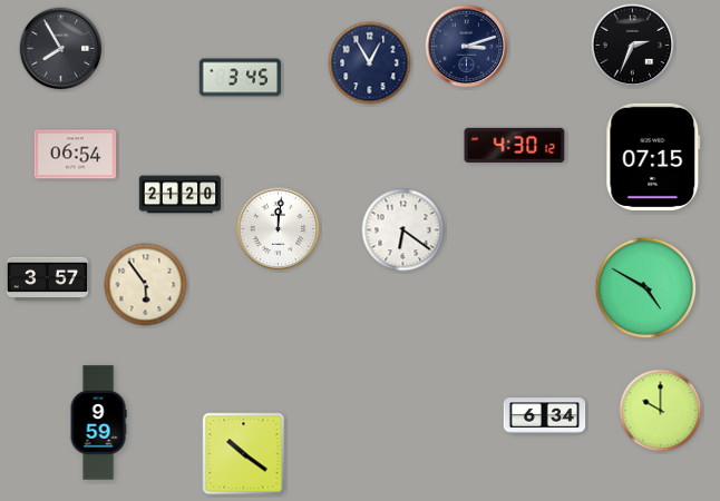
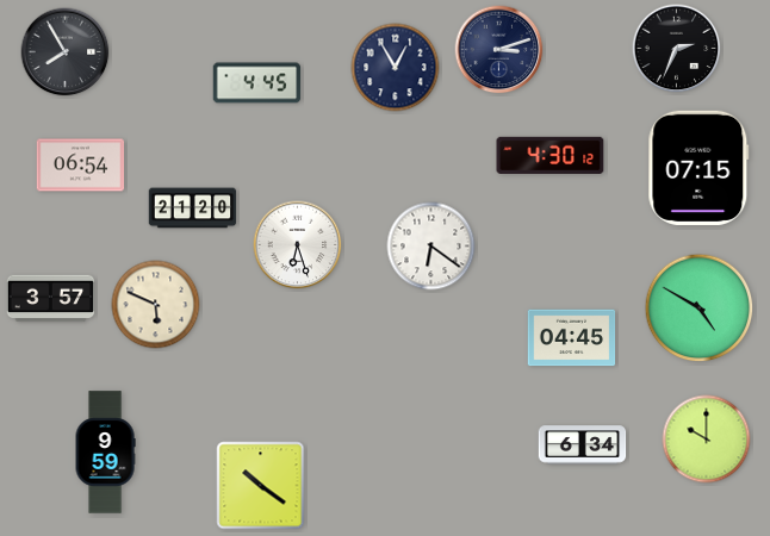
clock at (241, 78): 3:45 -> 4:45
clock at (279, 229): 12:01 -> 6:27
clock at (146, 285): 5:54 -> 5:49
clock at (646, 288) position: (646, 288) -> (700, 308)
clock at (572, 338): none -> 04:45
